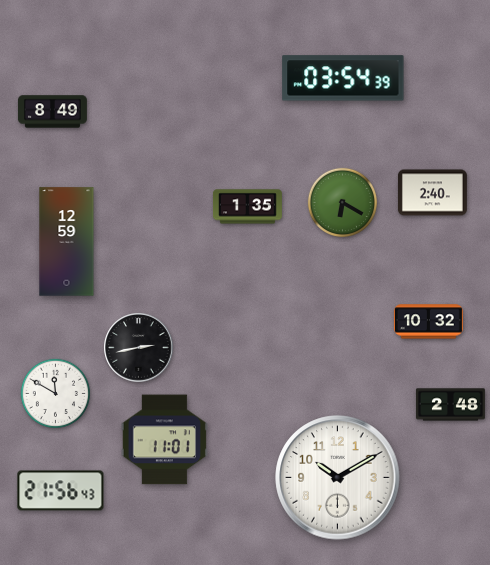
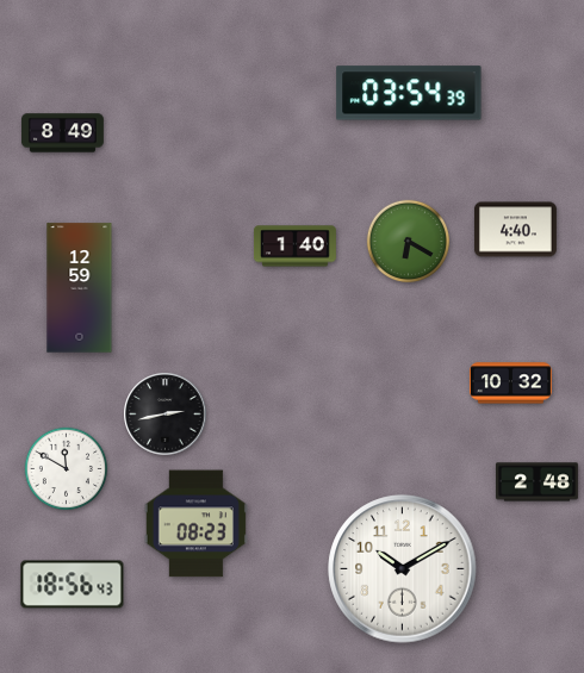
clock at (432, 193): 2:40 -> 4:40
clock at (247, 207): 1:35 -> 1:40
clock at (164, 440): 11:01 -> 08:23
clock at (61, 491): 21:56 -> 18:56
